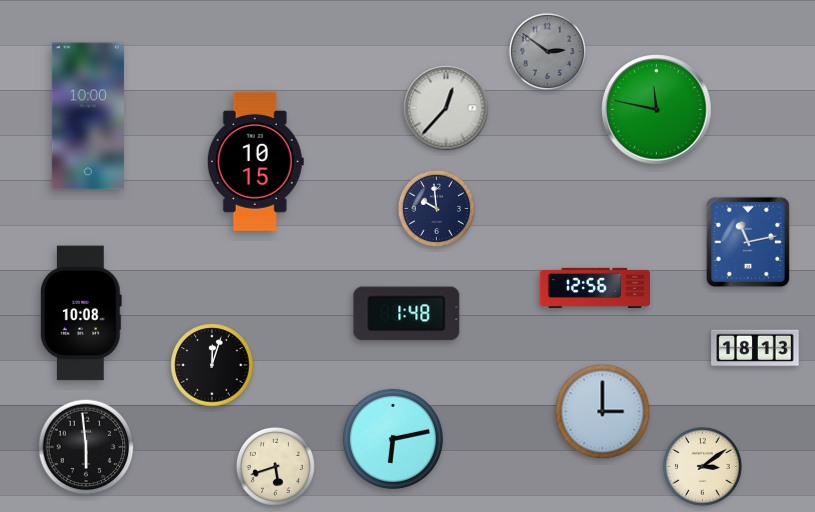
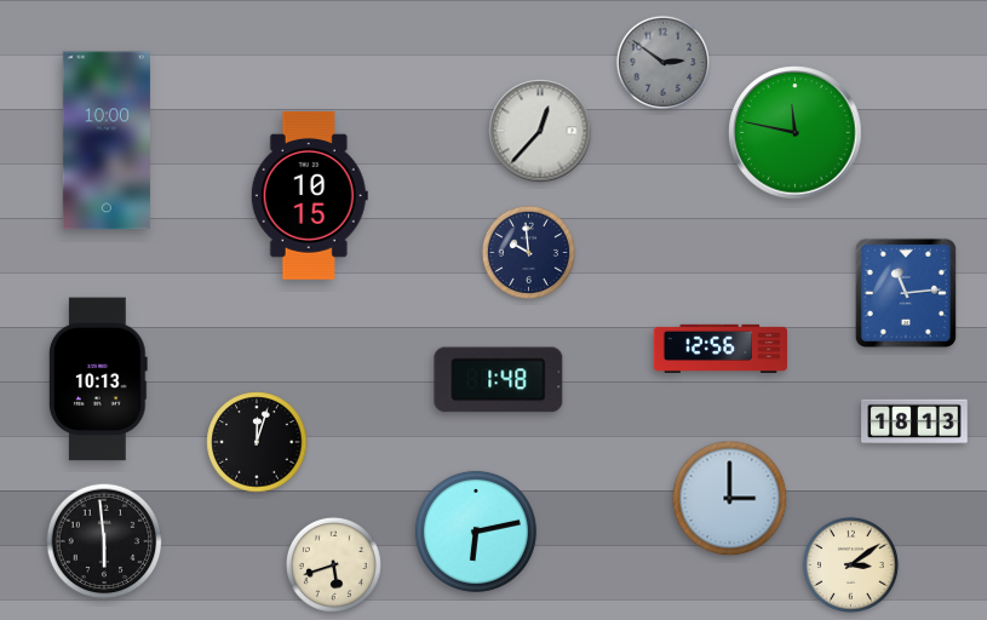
clock at (748, 242): 11:13 -> 11:14
clock at (81, 313): 10:08 -> 10:13
clock at (407, 314) position: (407, 314) -> (499, 380)
